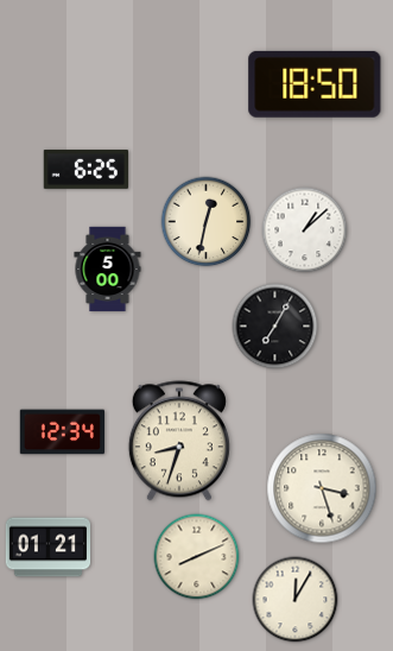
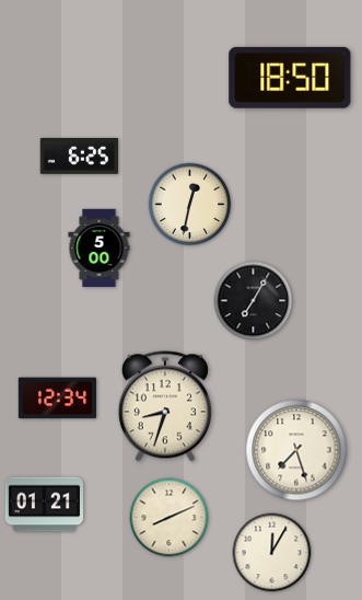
clock at (305, 230): 1:08 -> none
clock at (322, 488): 3:27 -> 7:27
clock at (197, 557) position: (197, 557) -> (170, 518)
